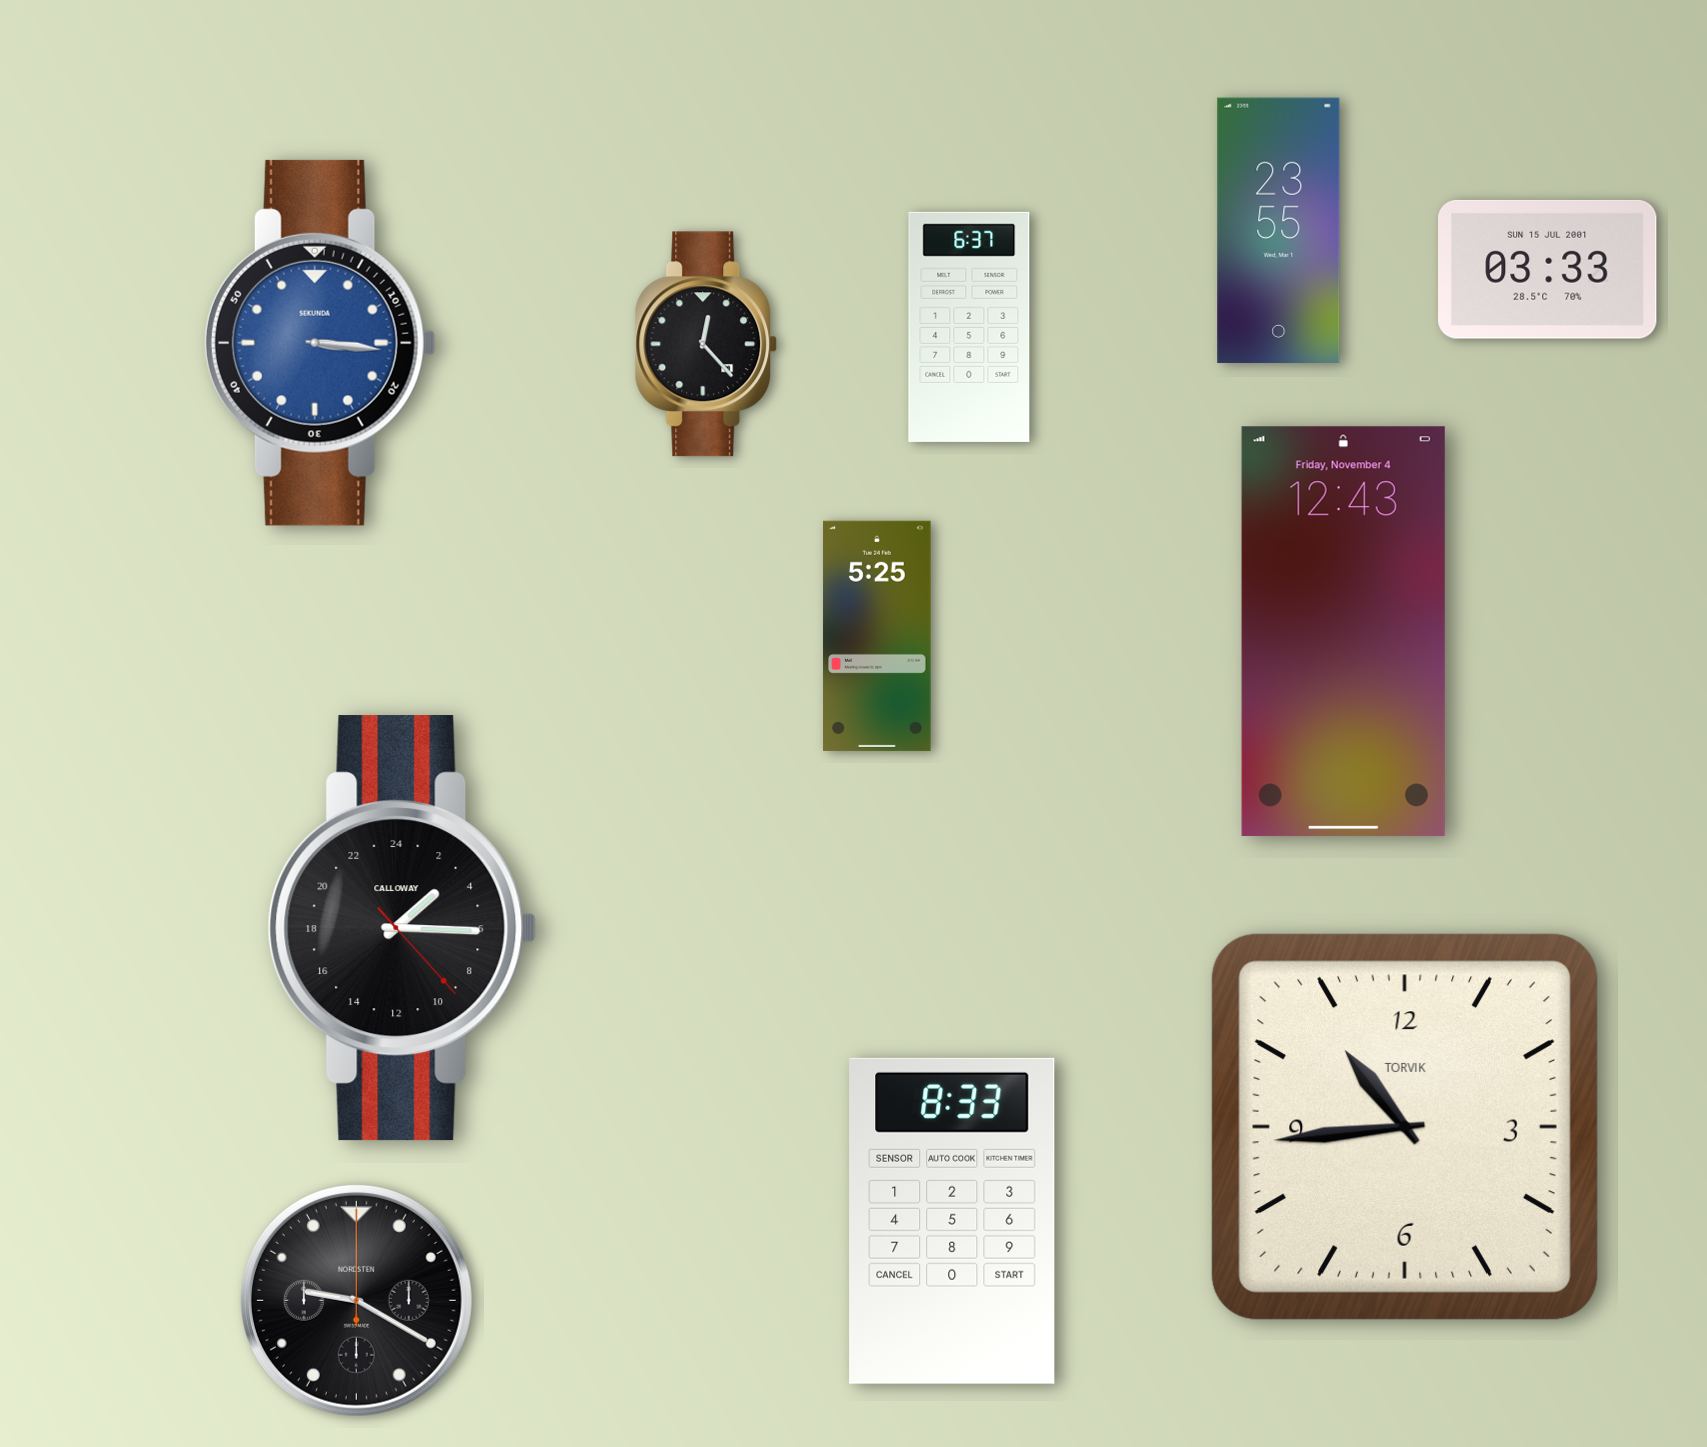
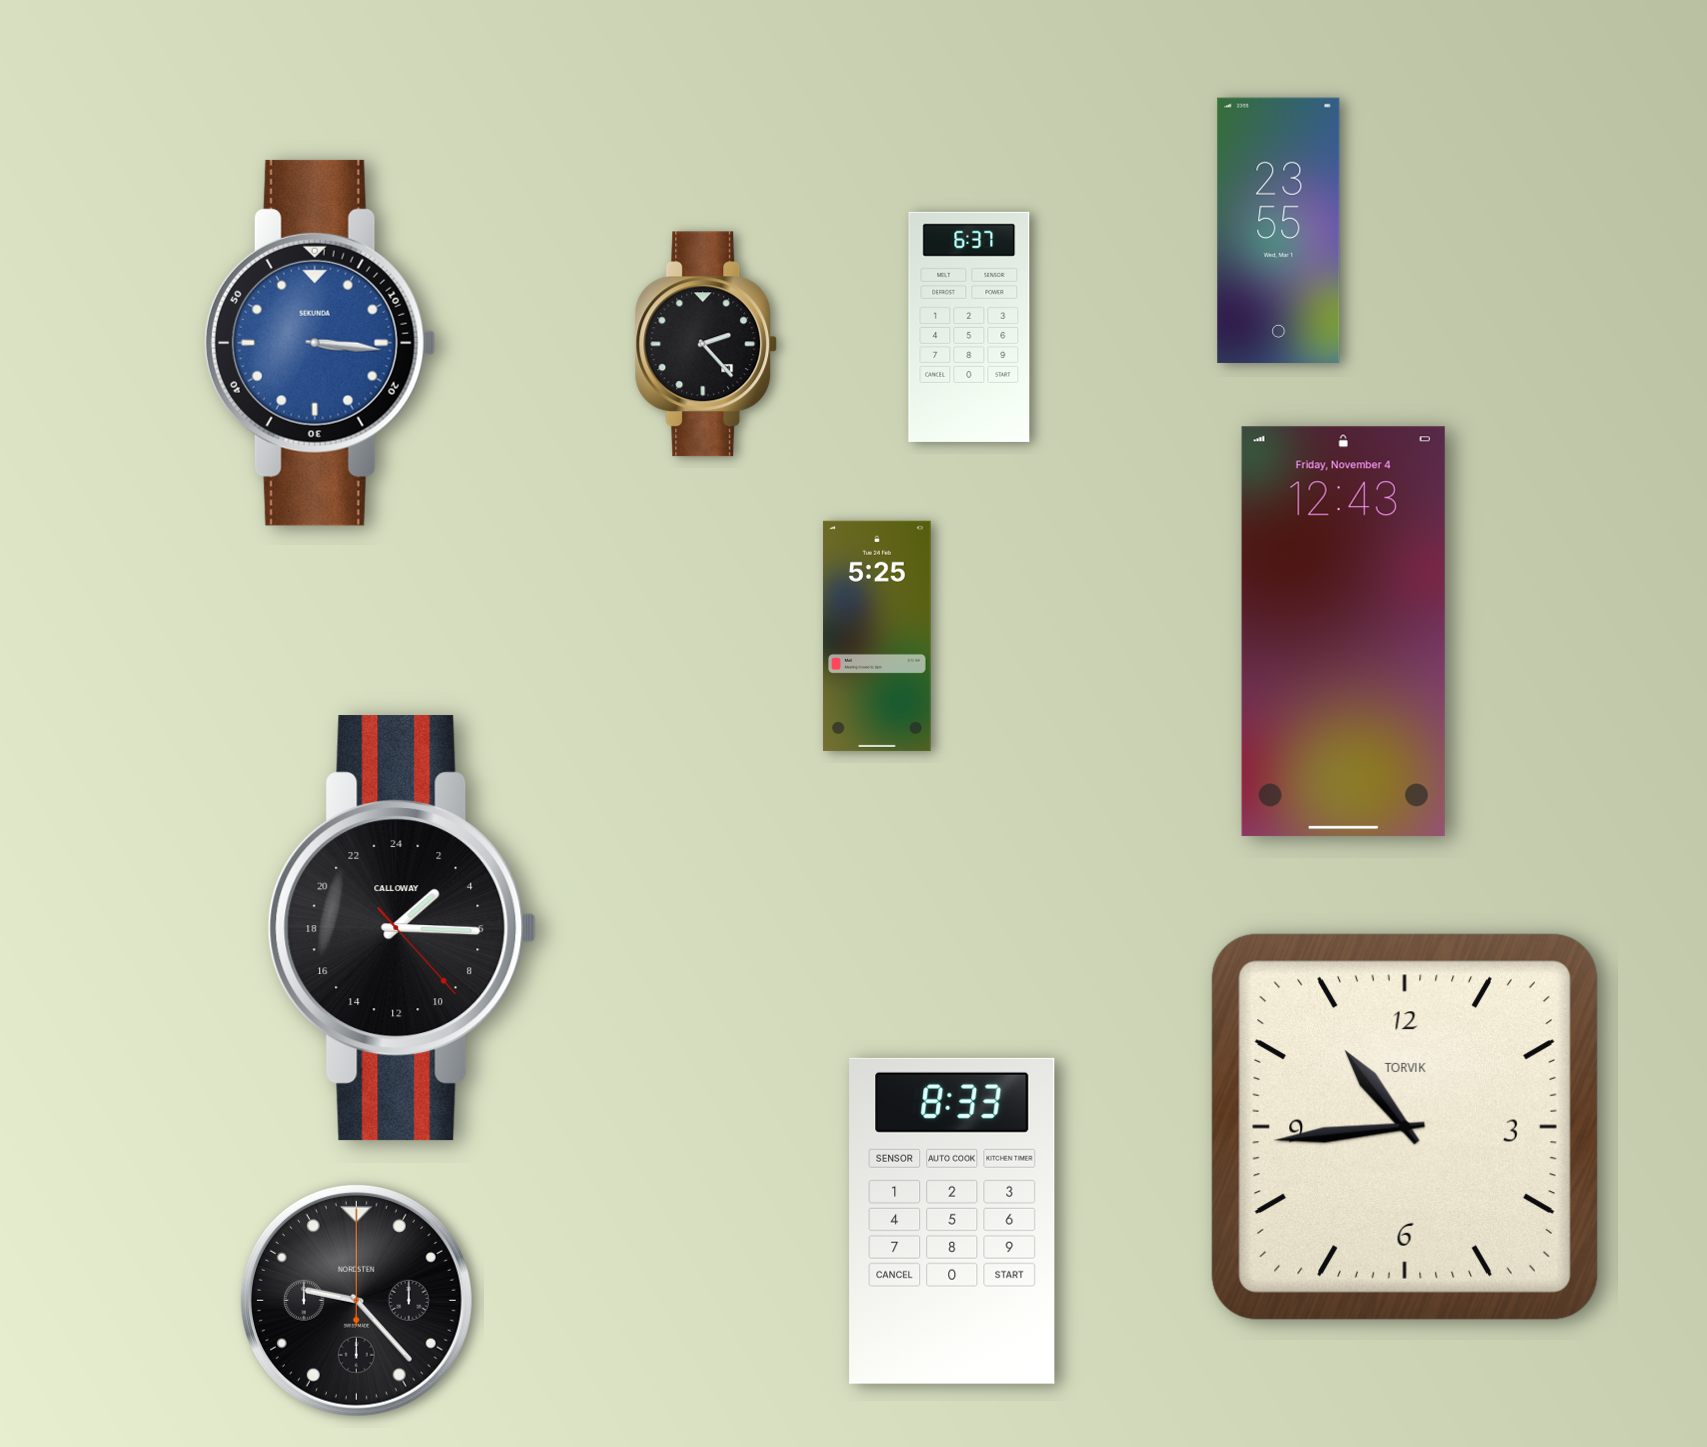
clock at (1548, 269): 03:33 -> none
clock at (706, 344): 12:23 -> 2:23
clock at (356, 1300): 9:20 -> 9:23
